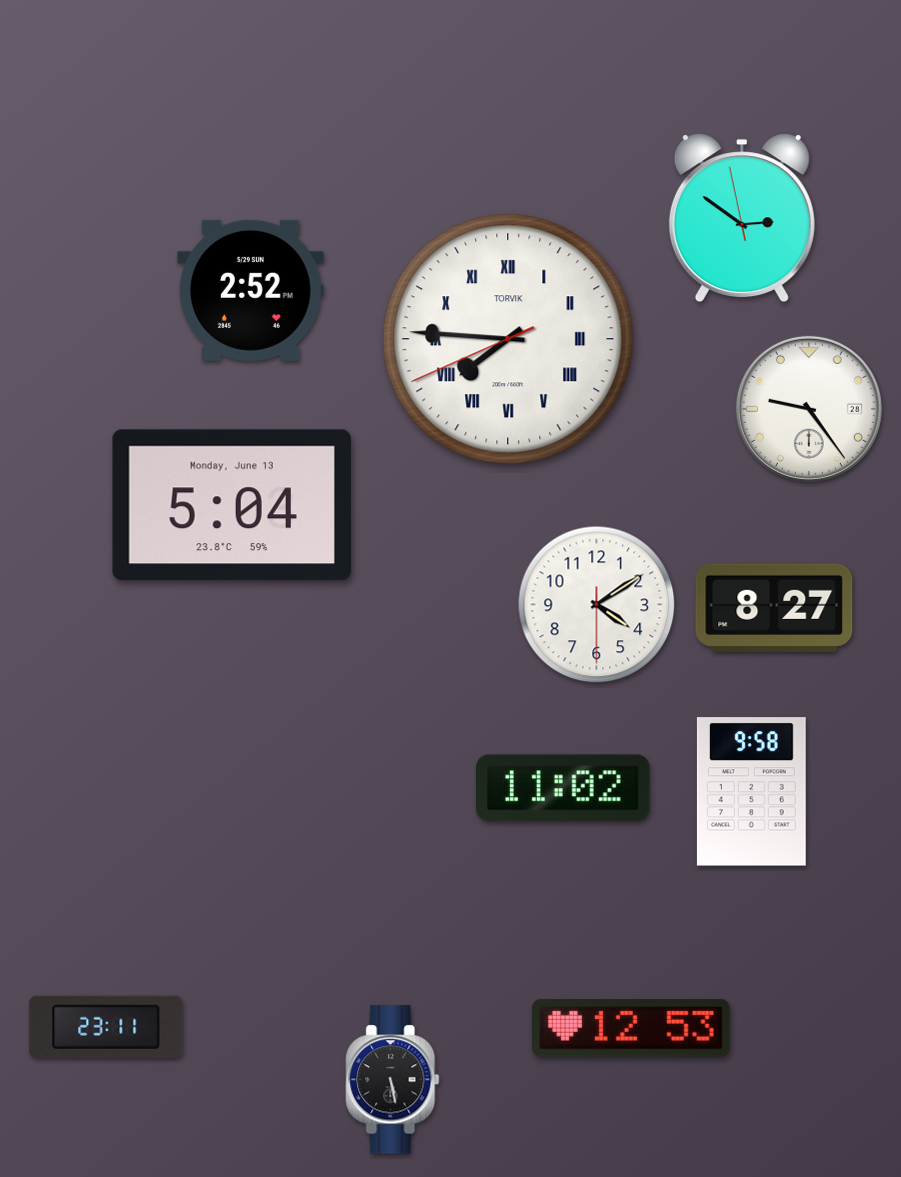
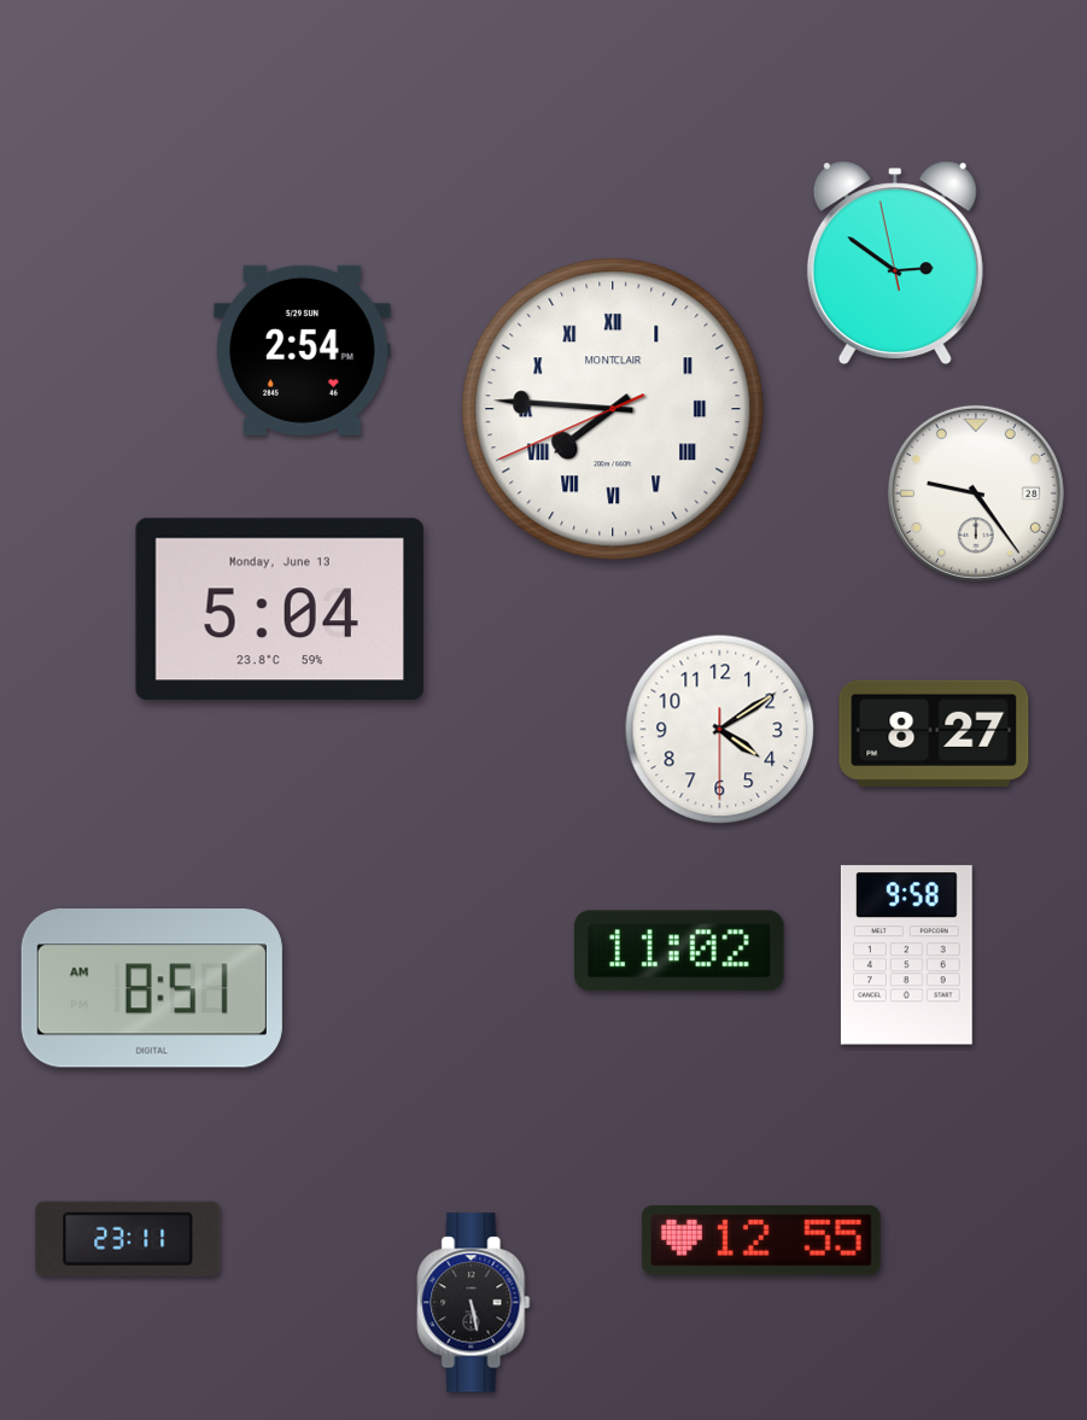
clock at (251, 290): 2:52 -> 2:54
clock at (508, 339) brand: TORVIK -> MONTCLAIR
clock at (152, 988): none -> 8:51
clock at (632, 1028): 12:53 -> 12:55
